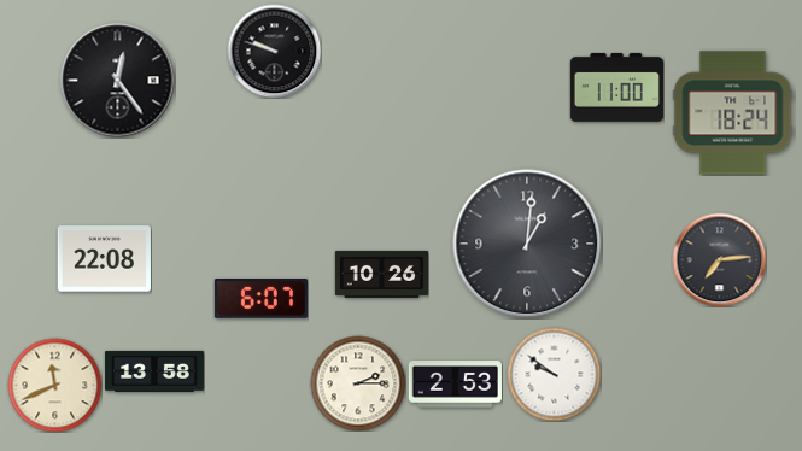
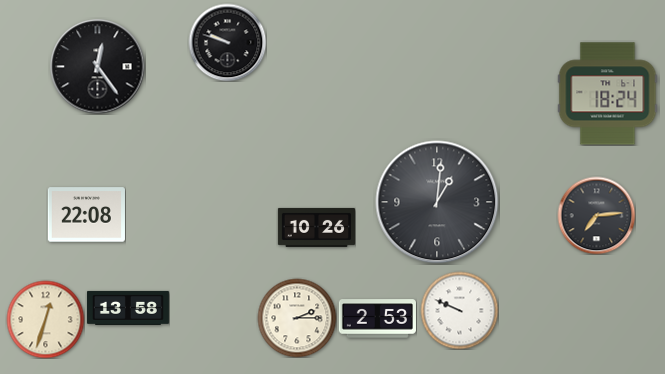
clock at (616, 87): 11:00 -> none
clock at (260, 299): 6:07 -> none
clock at (554, 374): 9:51 -> 9:49
clock at (54, 385): 11:41 -> 12:33
